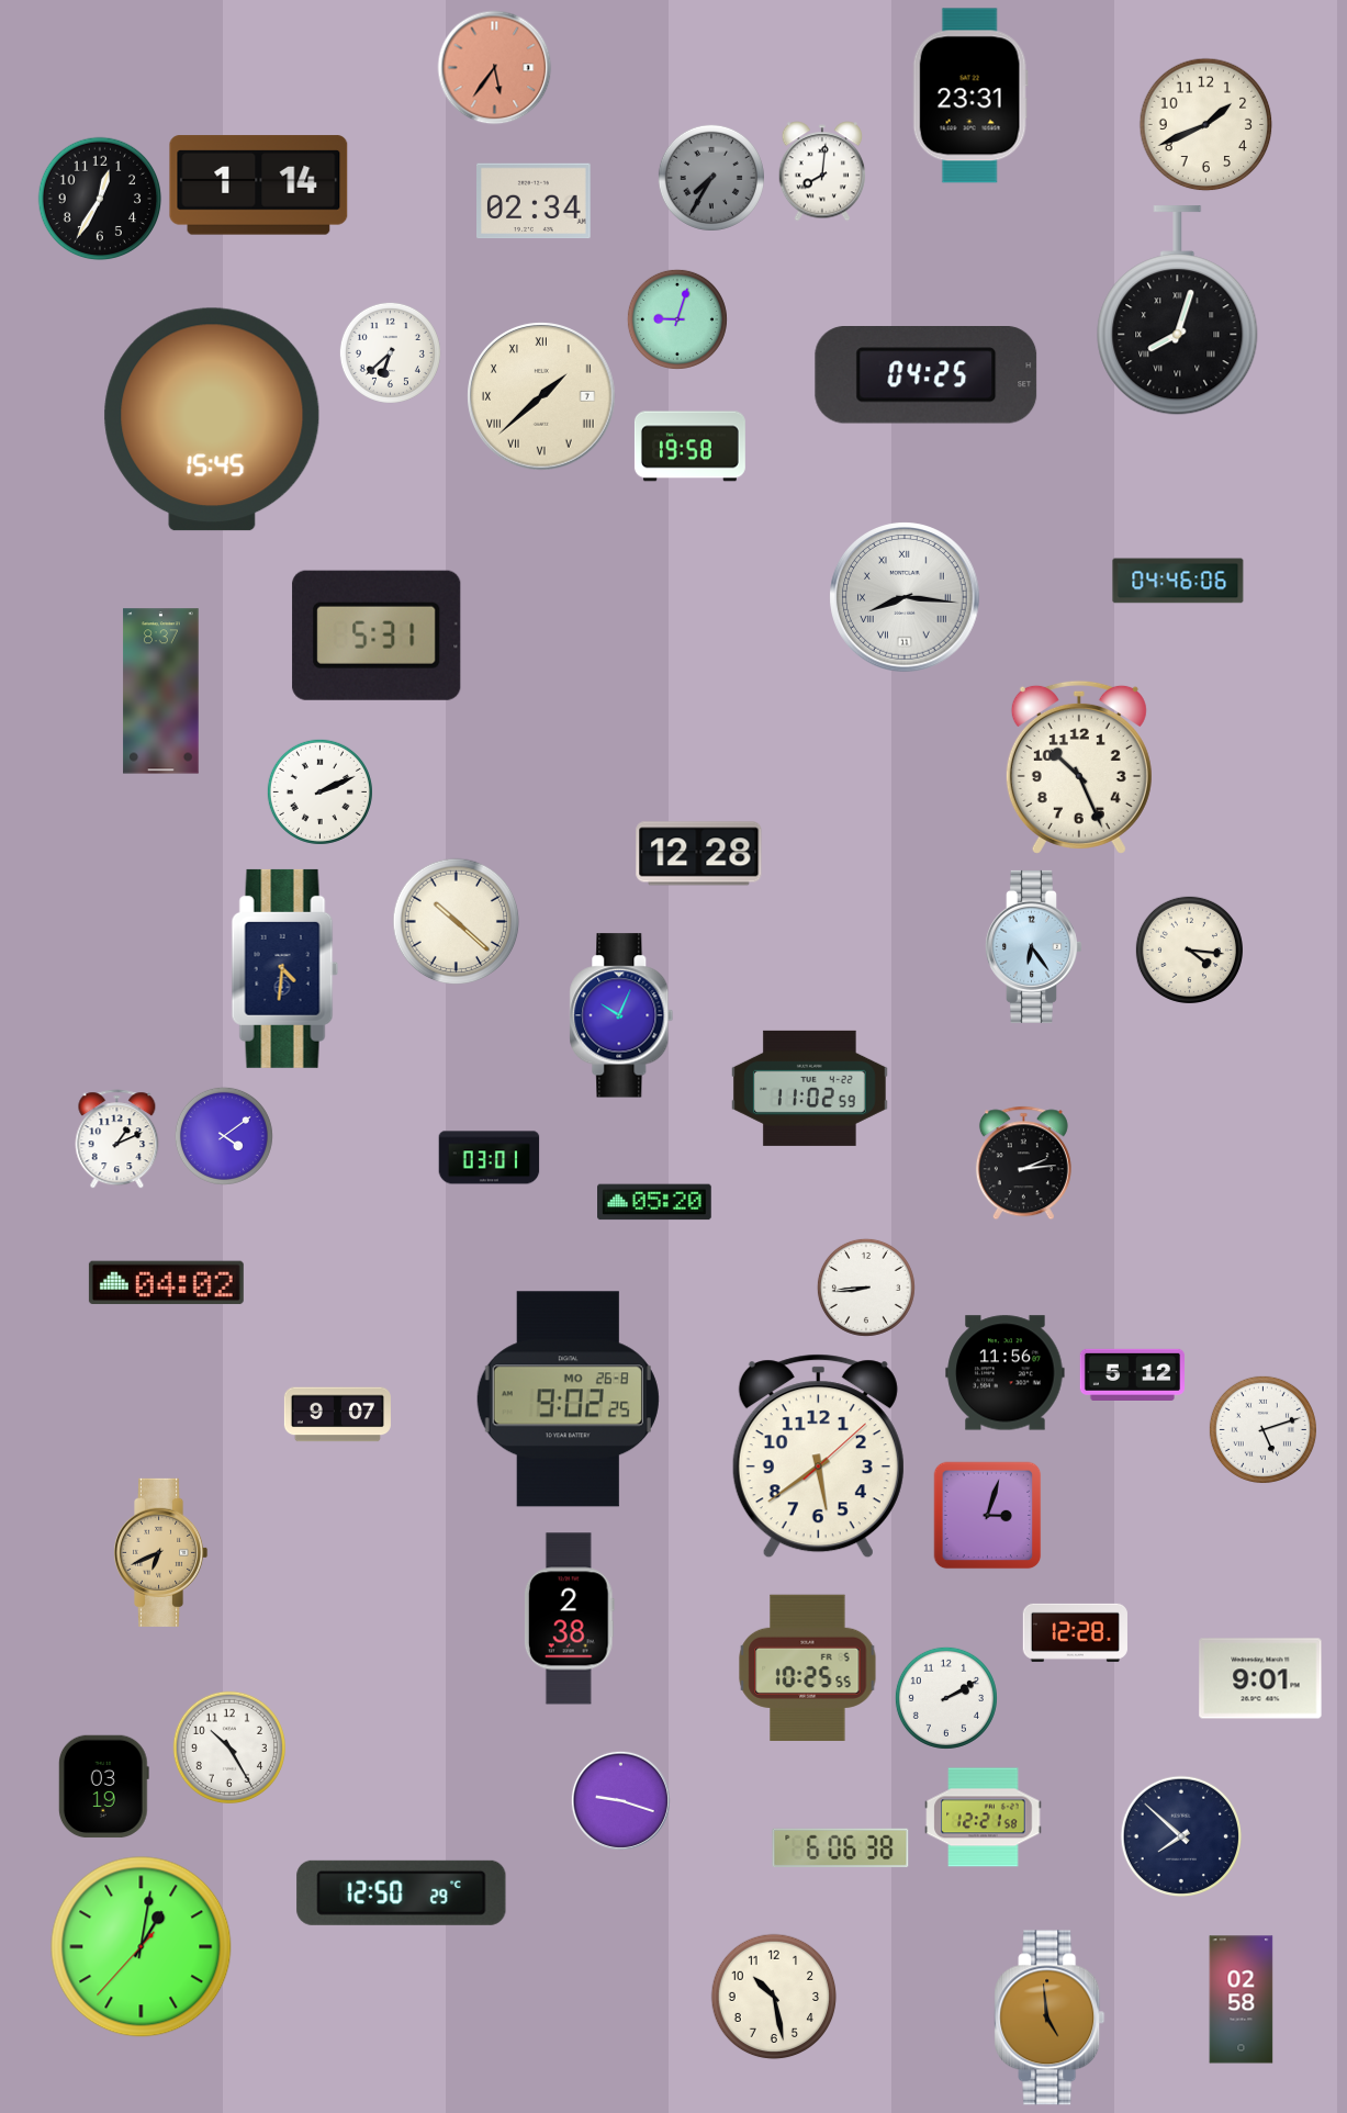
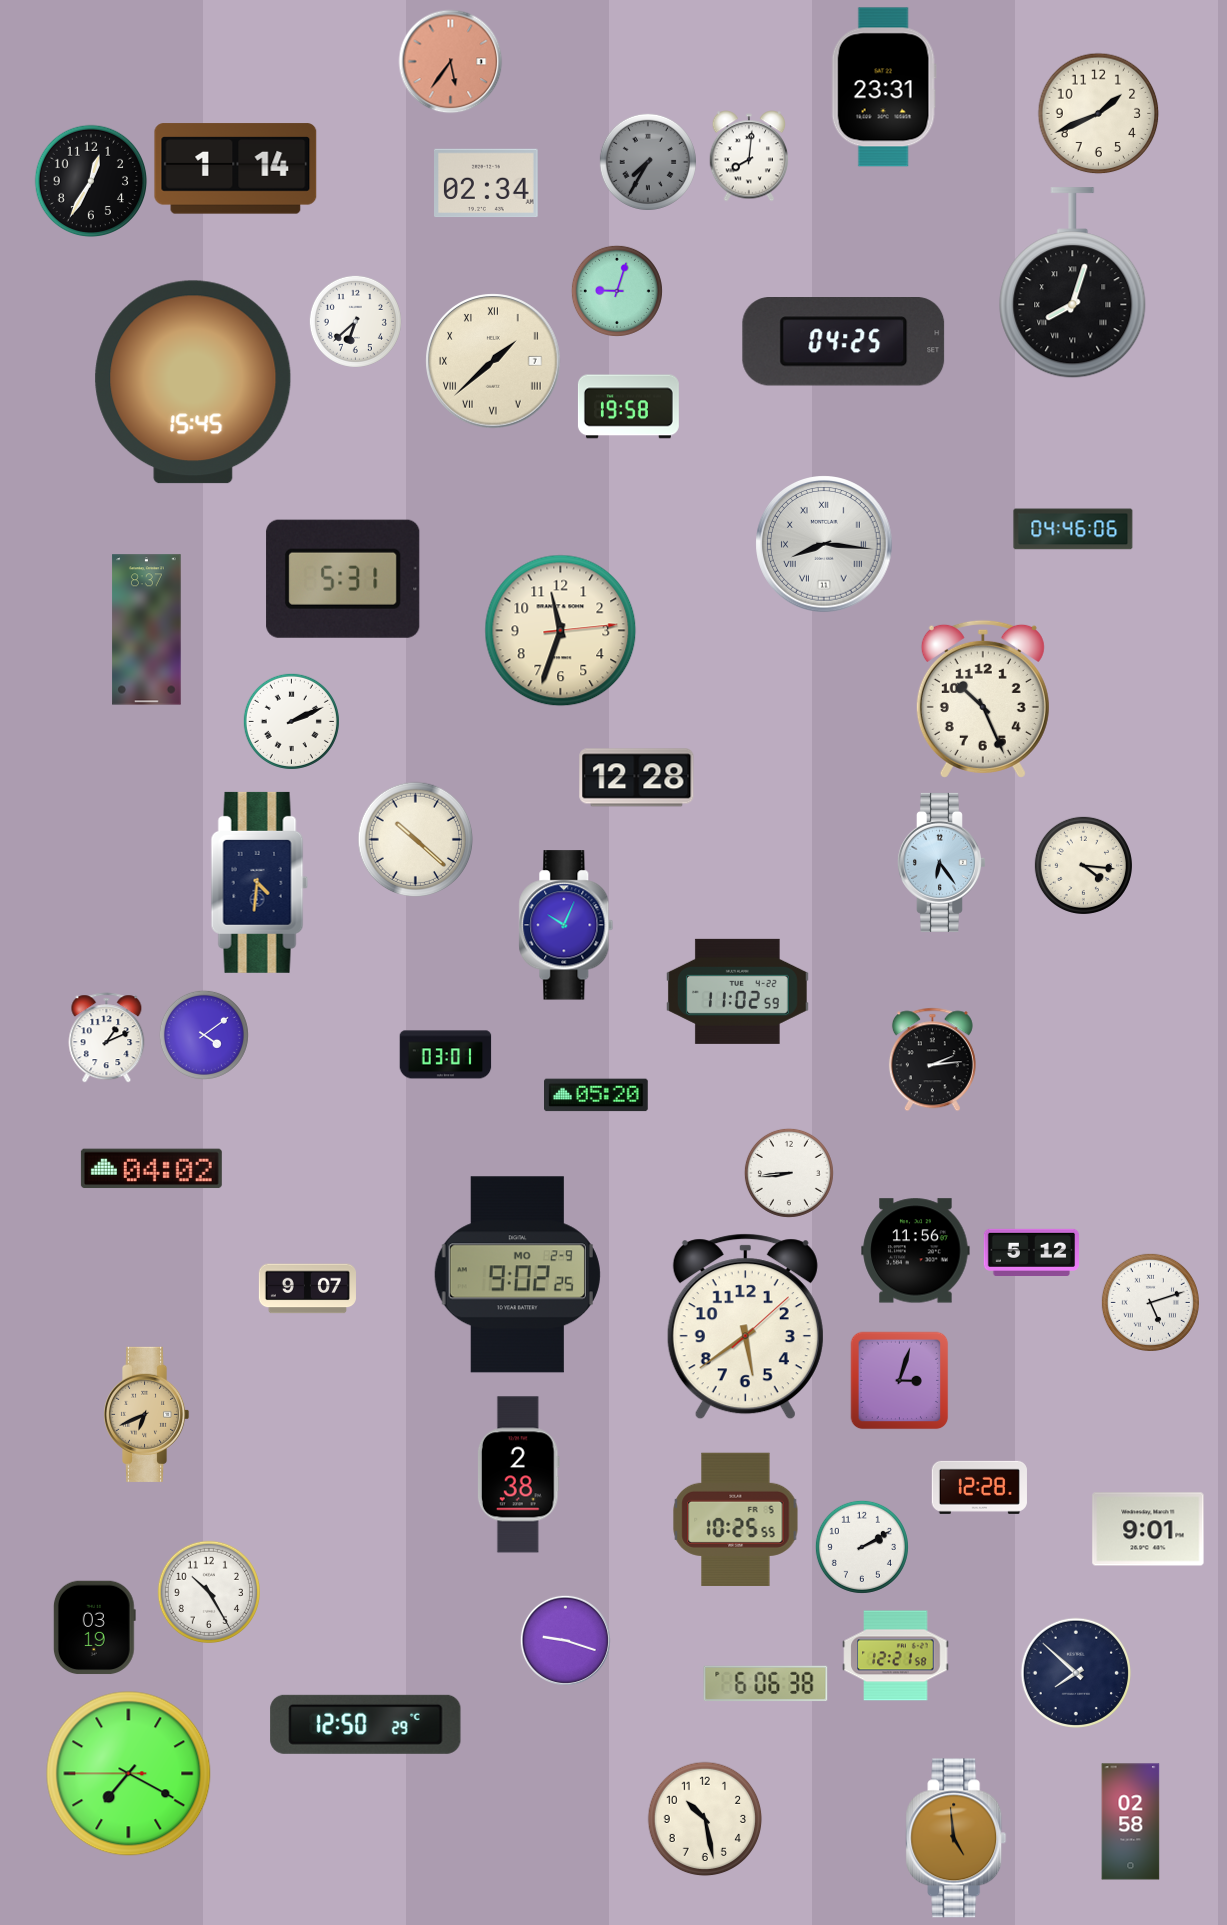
clock at (561, 631): none -> 11:33
clock at (568, 1400) date: MO 26-8 -> MO 2-9
clock at (142, 1947): 1:01 -> 7:19
